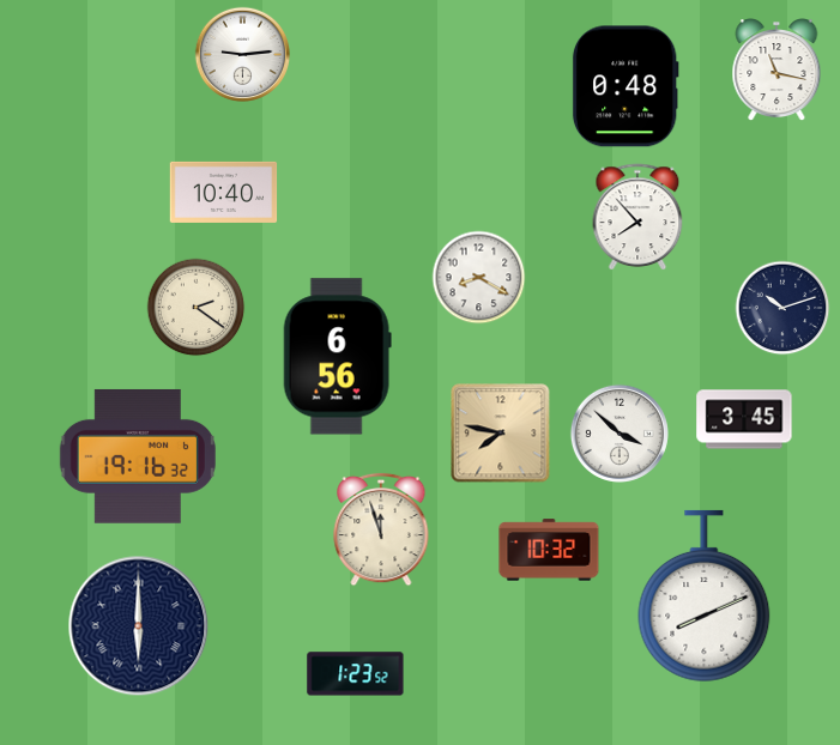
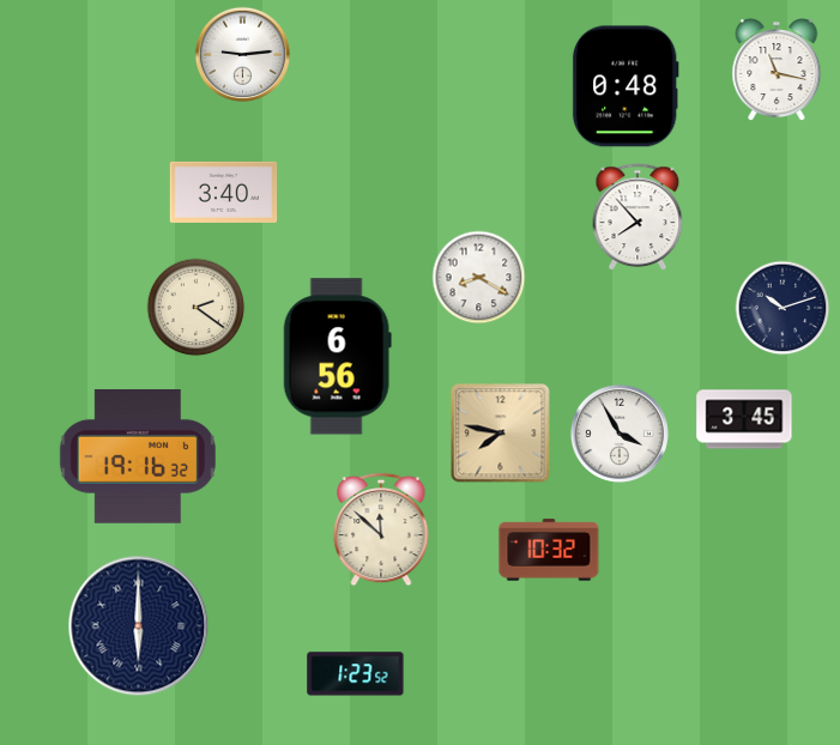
clock at (224, 192): 10:40 -> 3:40
clock at (620, 434): 3:52 -> 3:55
clock at (381, 529): 11:57 -> 11:52
clock at (705, 596): 8:11 -> none
